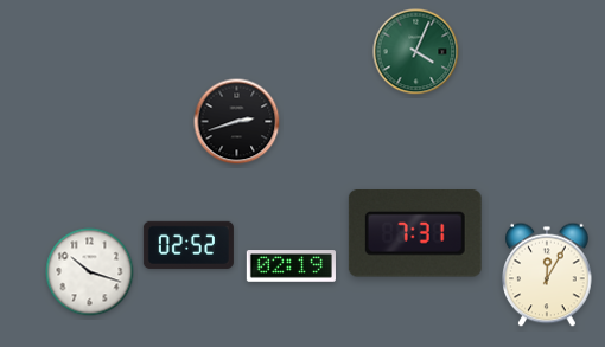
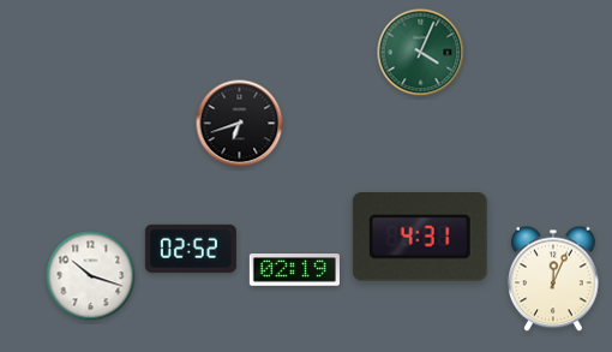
clock at (237, 122): 2:42 -> 6:42
clock at (415, 233): 7:31 -> 4:31
clock at (547, 275): 12:05 -> 12:04
